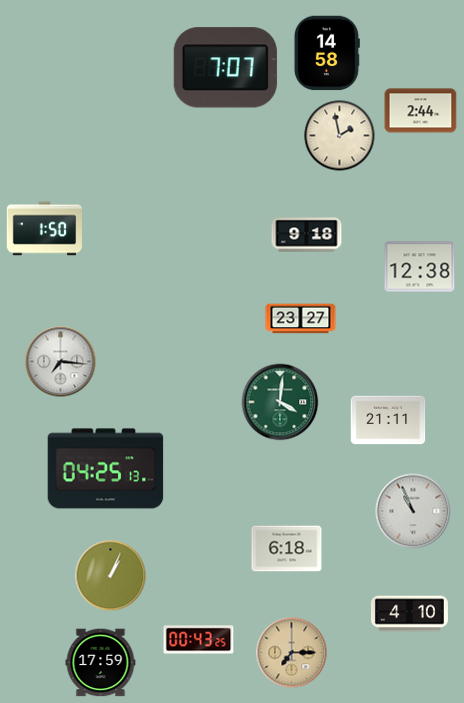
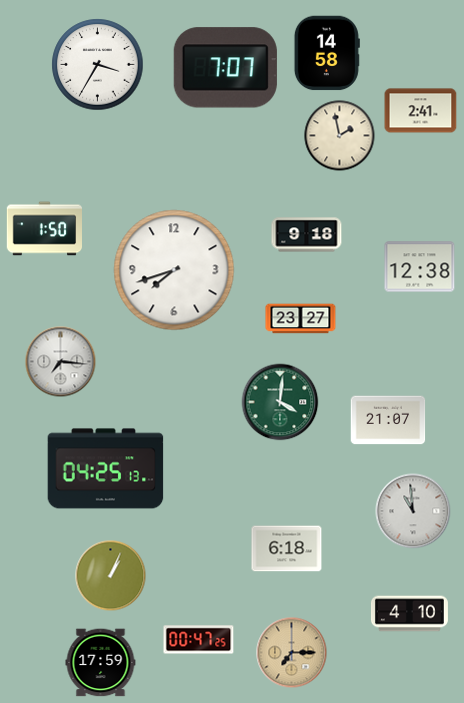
clock at (98, 65): none -> 3:35
clock at (421, 111): 2:44 -> 2:41
clock at (174, 270): none -> 7:42
clock at (388, 420): 21:11 -> 21:07
clock at (413, 511): 10:56 -> 10:59
clock at (199, 640): 00:43 -> 00:47
